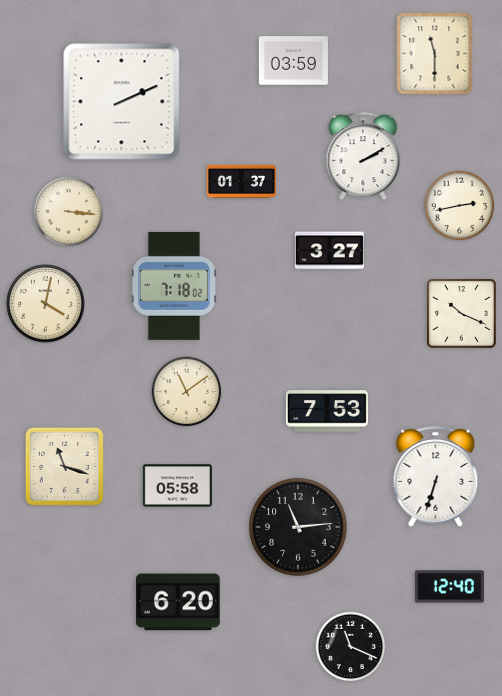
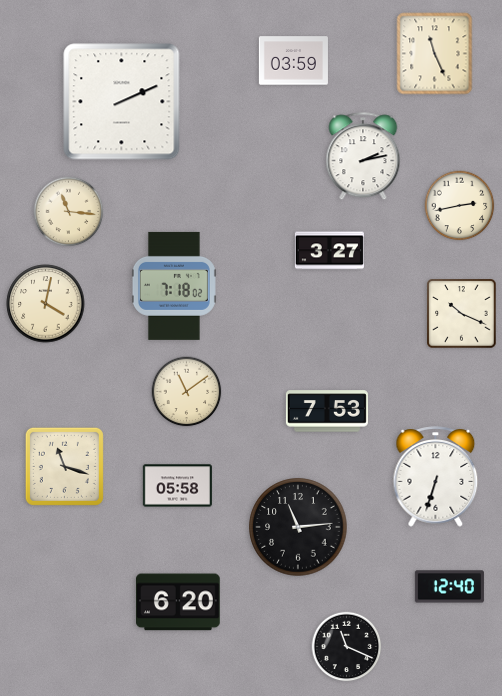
clock at (435, 54): 11:30 -> 11:26
clock at (363, 157): 2:10 -> 2:13
clock at (241, 181): 01:37 -> none
clock at (69, 212): 3:16 -> 11:16
clock at (351, 647) position: (351, 647) -> (347, 647)
